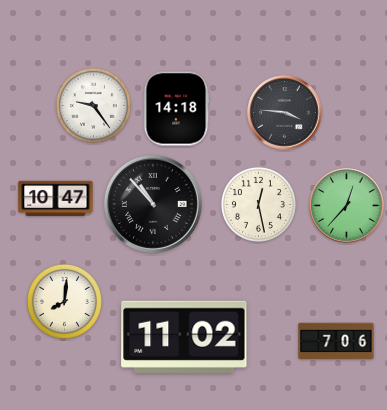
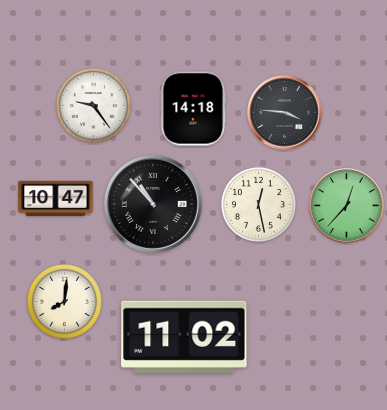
clock at (177, 109) position: (177, 109) -> (194, 109)
clock at (336, 341): 7:06 -> none
